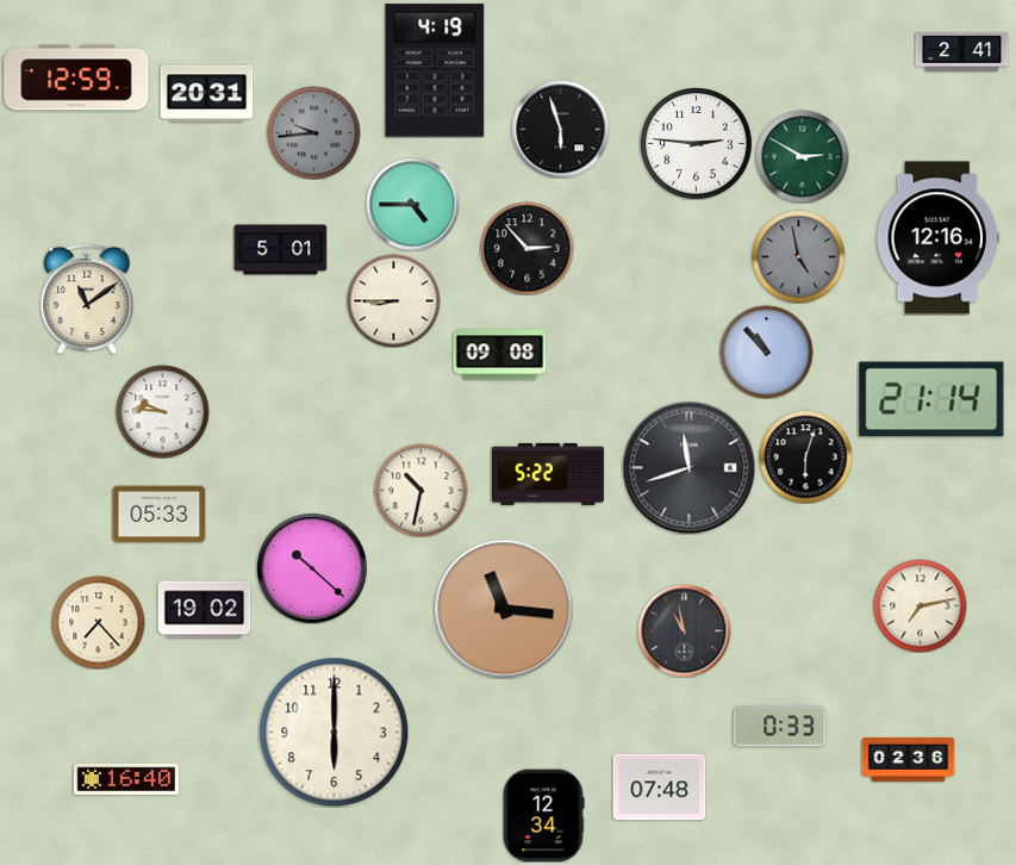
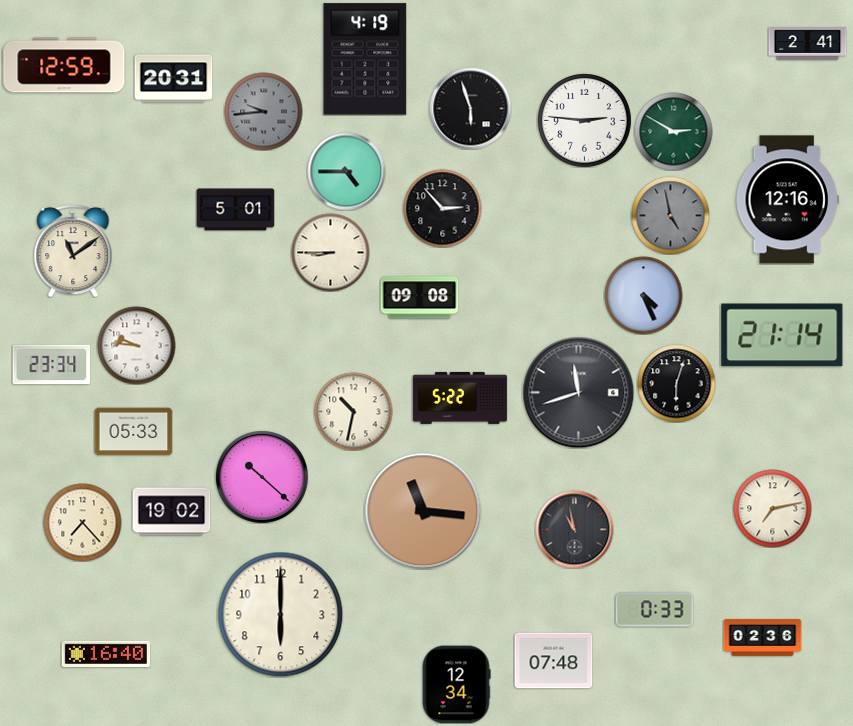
clock at (766, 351): 10:53 -> 4:26
clock at (51, 365): none -> 23:34
